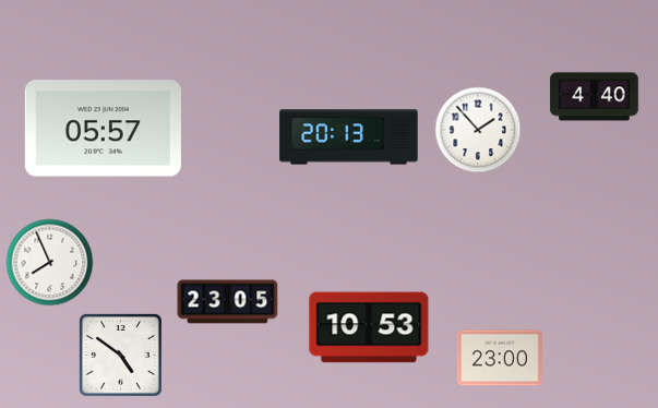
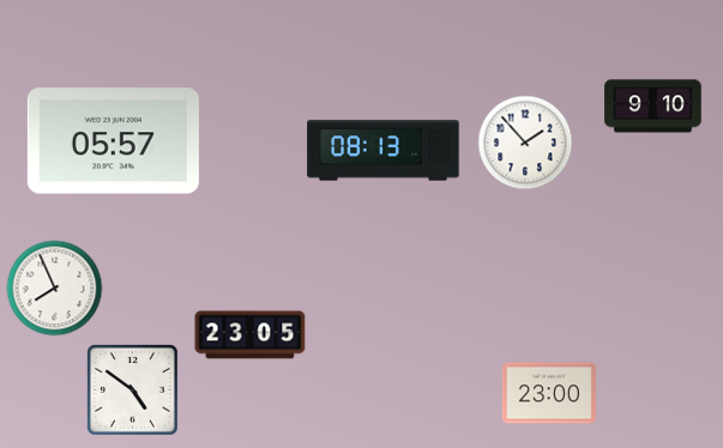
clock at (595, 97): 4:40 -> 9:10
clock at (349, 137): 20:13 -> 08:13
clock at (228, 302) position: (228, 302) -> (251, 335)
clock at (369, 327): 10:53 -> none
